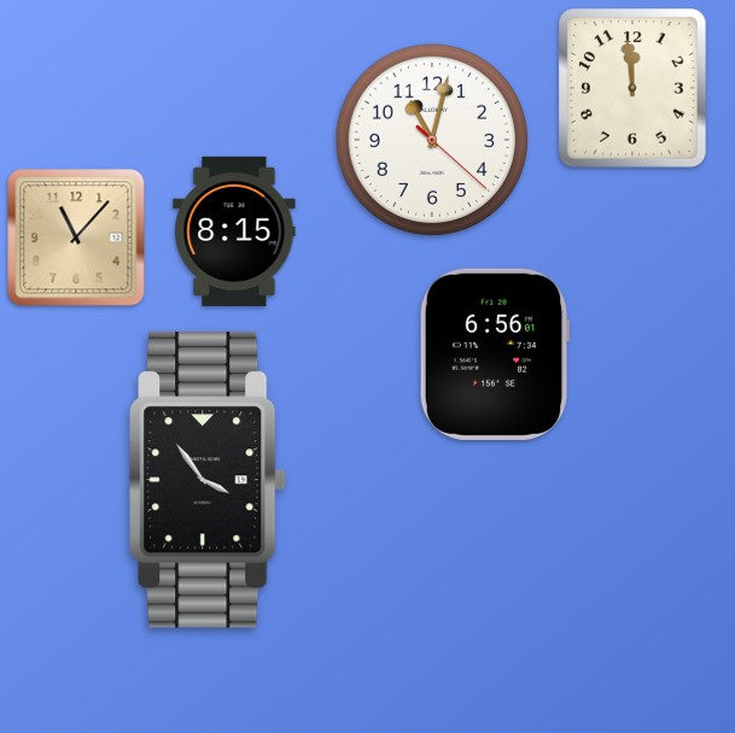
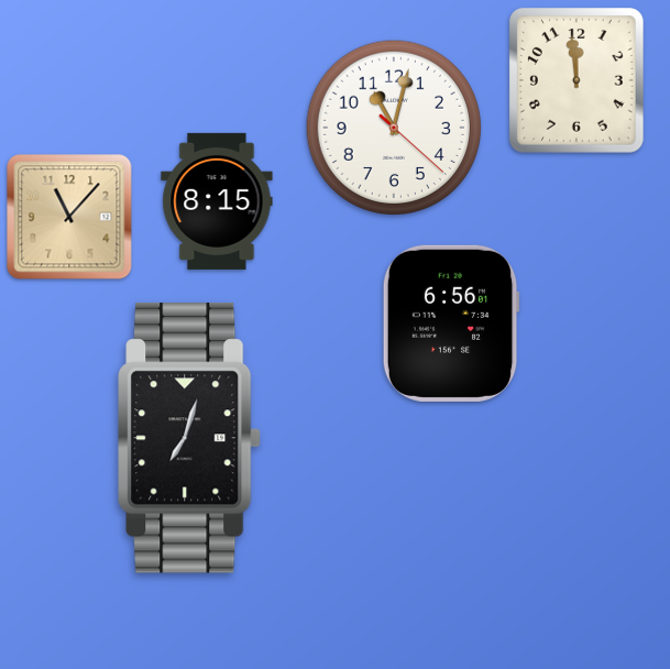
clock at (234, 231) position: (234, 231) -> (217, 201)
clock at (208, 480): 3:54 -> 7:03
